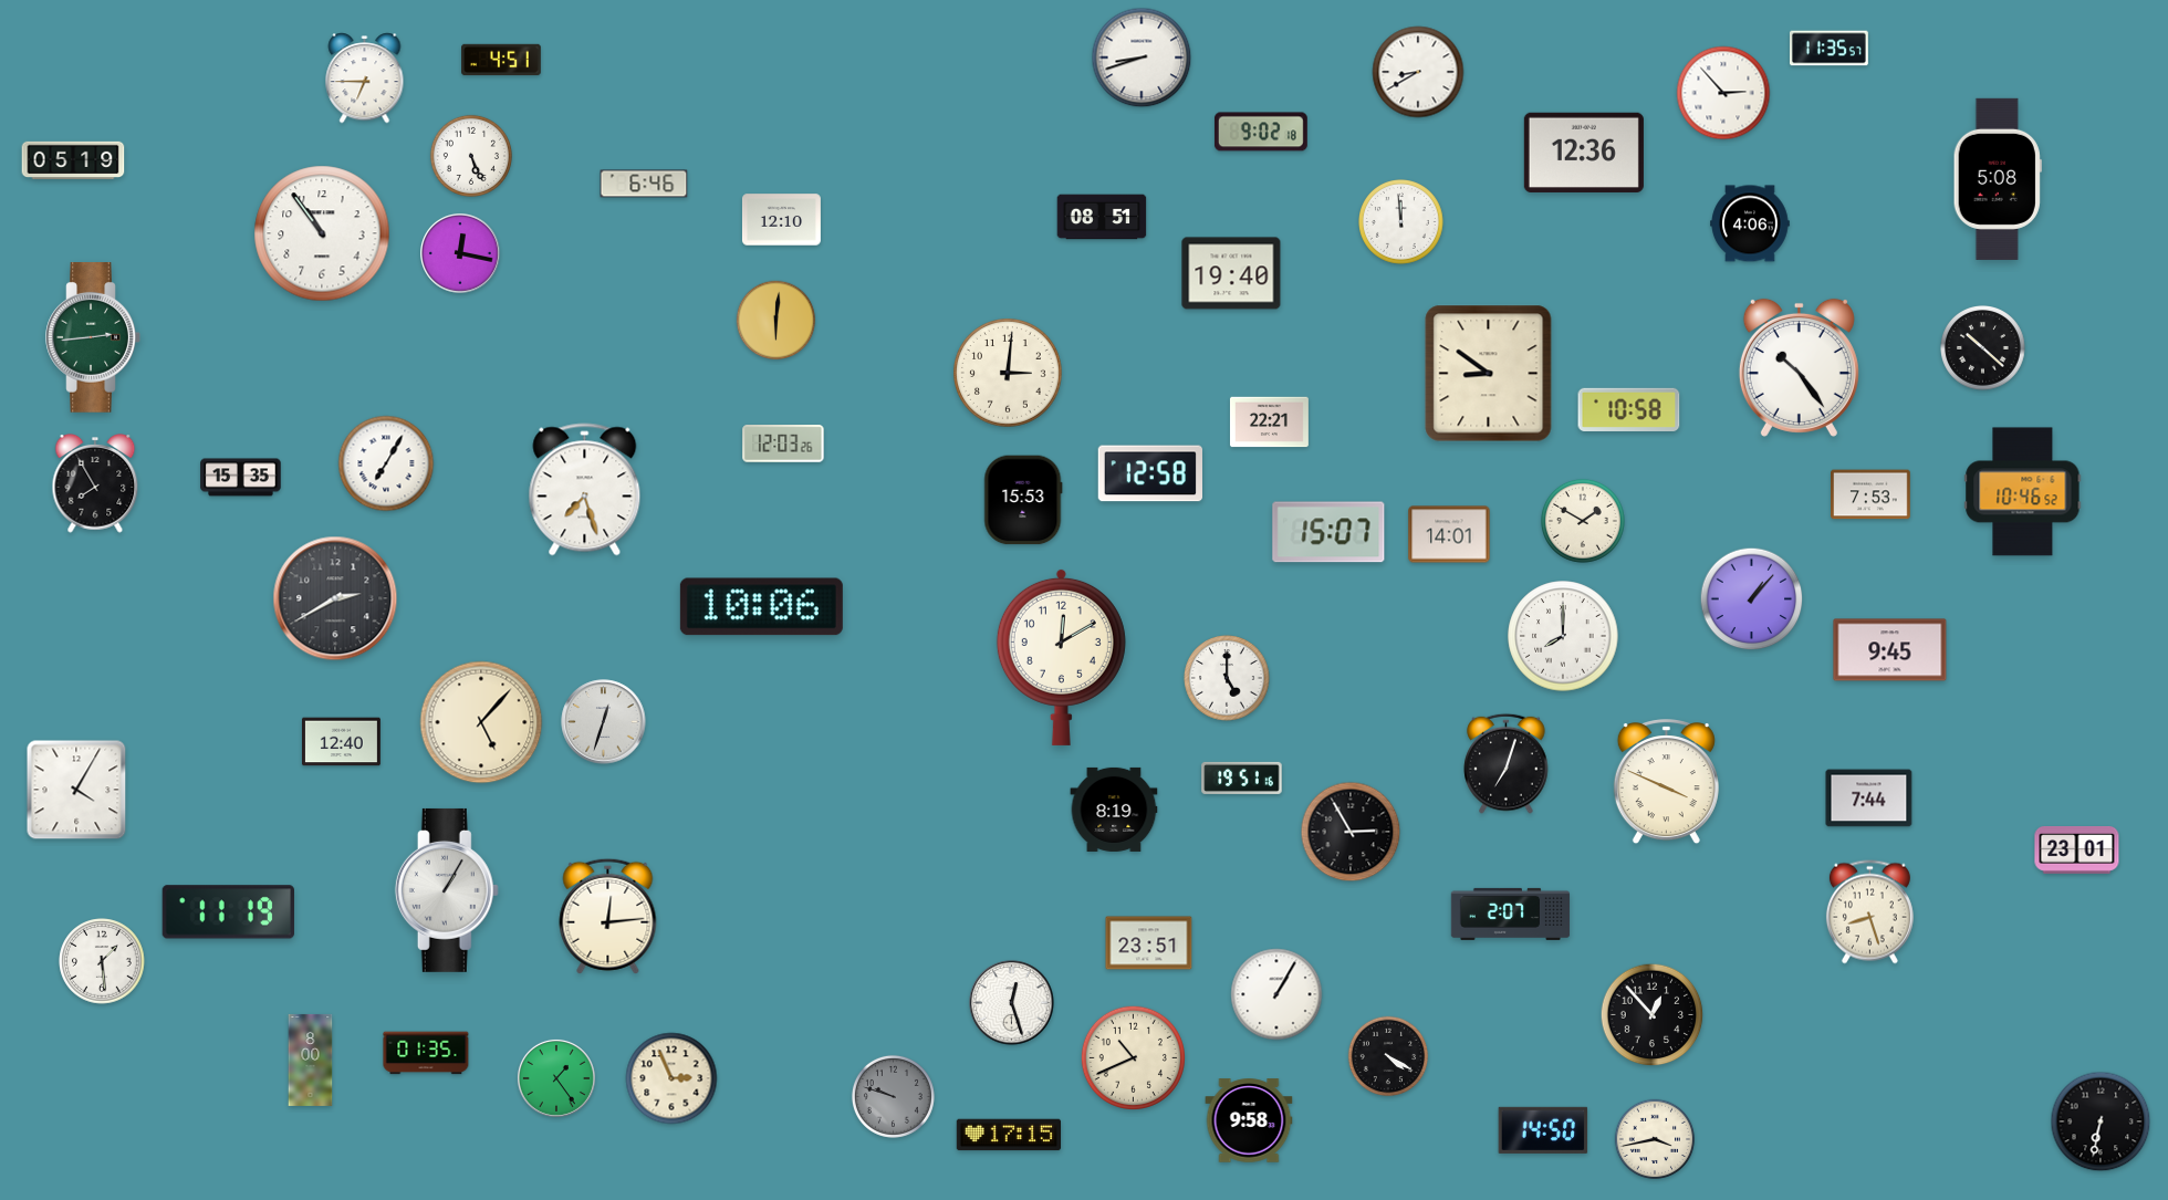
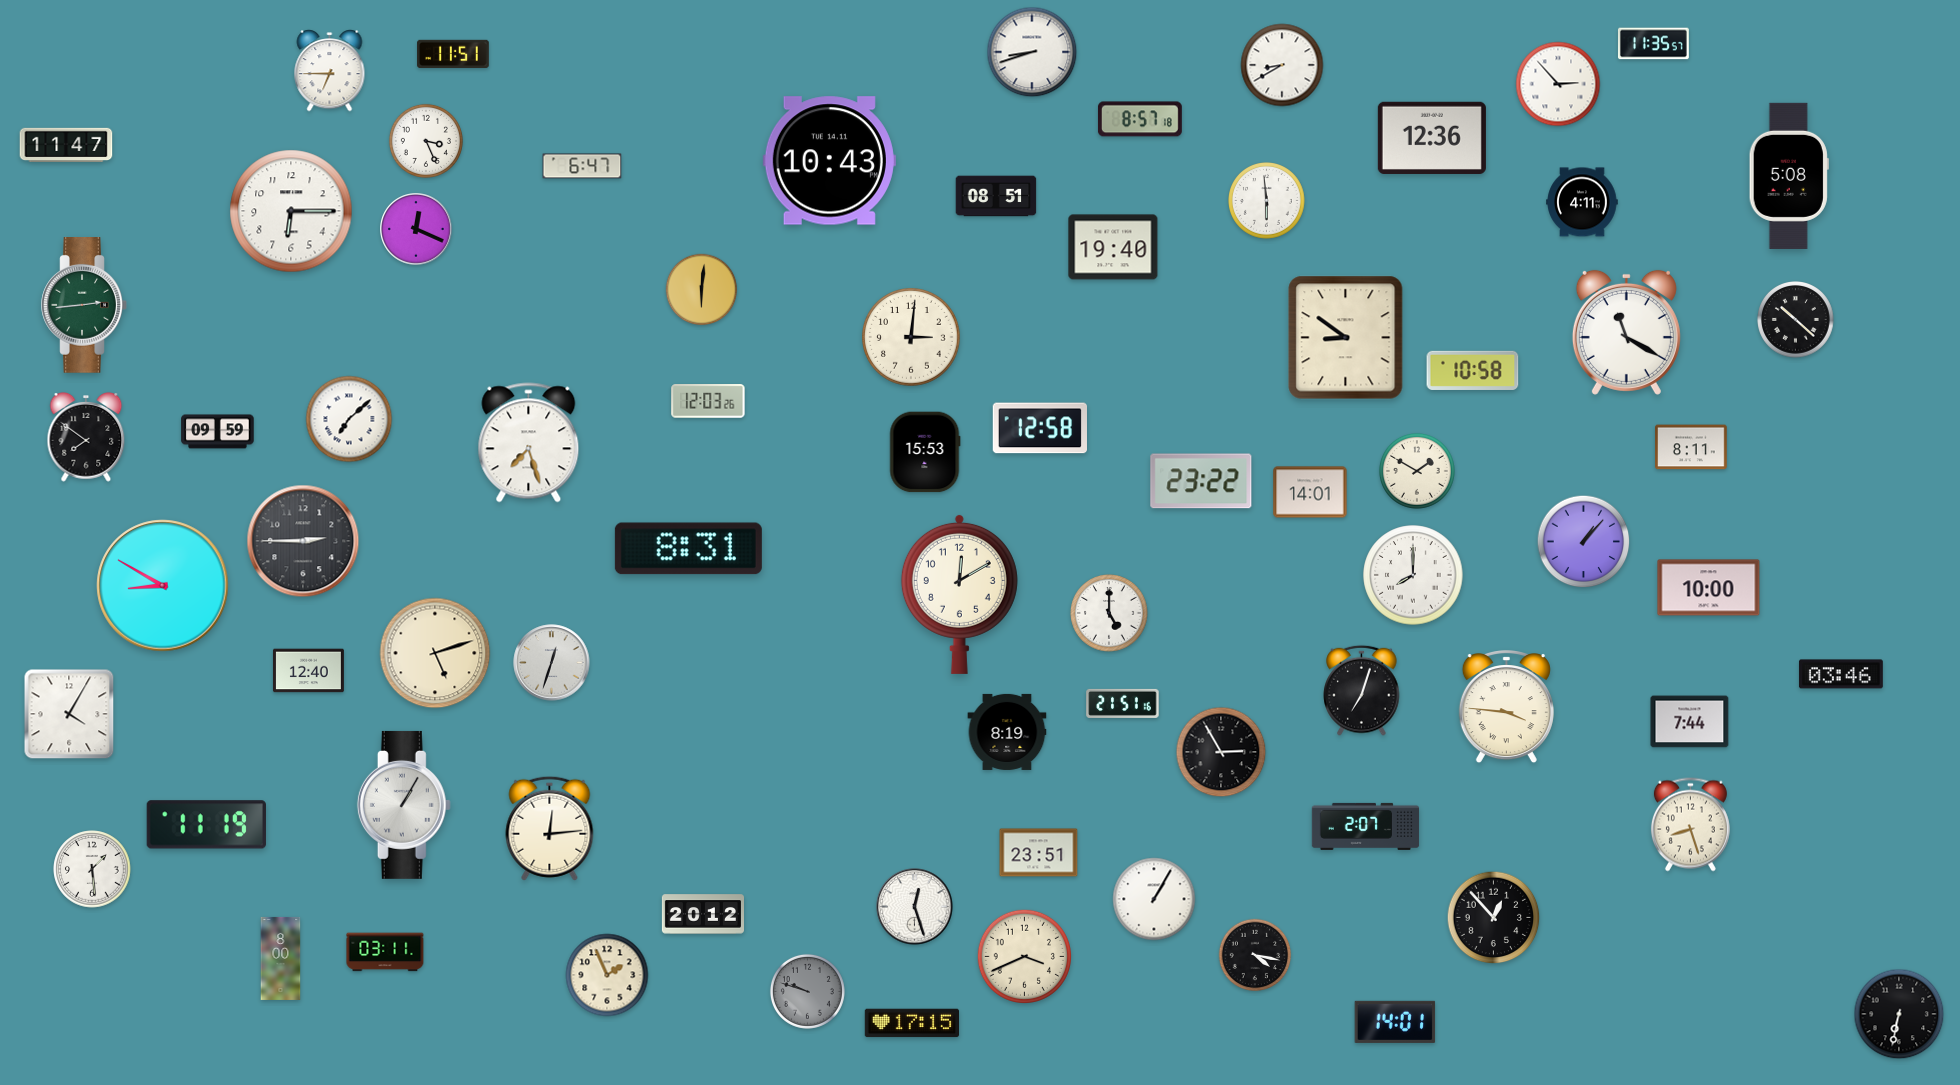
clock at (501, 60): 4:51 -> 11:51
clock at (1261, 132): 9:02 -> 8:57
clock at (471, 156): 5:26 -> 3:26
clock at (73, 160): 05:19 -> 11:47
clock at (829, 161): none -> 10:43
clock at (1998, 179) position: (1998, 179) -> (1789, 176)
clock at (644, 184): 6:46 -> 6:47
clock at (781, 220): 12:10 -> none
clock at (1401, 222): 11:59 -> 5:59
clock at (1750, 223): 4:06 -> 4:11
clock at (322, 233): 10:54 -> 6:15
clock at (461, 254): 12:17 -> 12:19
clock at (1983, 348) position: (1983, 348) -> (1796, 320)
clock at (1799, 367): 10:24 -> 11:20
clock at (1269, 422): 22:21 -> none
clock at (386, 463): 7:05 -> 7:08
clock at (241, 478): 15:35 -> 09:59
clock at (95, 484): 7:55 -> 7:51
clock at (2023, 492): 10:46 -> none
clock at (1870, 494): 7:53 -> 8:11
clock at (1583, 521) position: (1583, 521) -> (1417, 471)
clock at (1328, 532): 15:07 -> 23:22
clock at (1449, 534) position: (1449, 534) -> (1310, 492)
clock at (335, 598): 2:40 -> 2:45
clock at (761, 607): 10:06 -> 8:31
clock at (163, 586): none -> 8:50
clock at (1890, 650): 9:45 -> 10:00
clock at (481, 722): 5:07 -> 5:12
clock at (604, 722) position: (604, 722) -> (552, 663)
clock at (1841, 674): none -> 03:46
clock at (1242, 778): 19:51 -> 21:51
clock at (1666, 783): 3:49 -> 3:46
clock at (2077, 851): 23:01 -> none
clock at (702, 914): none -> 20:12
clock at (426, 1053): 01:35 -> 03:11
clock at (1388, 1056): 4:20 -> 4:17
clock at (1133, 1057): 10:41 -> 3:41
clock at (556, 1078): 1:24 -> none
clock at (671, 1078): 2:56 -> 1:56
clock at (1249, 1120): 9:58 -> none
clock at (1543, 1130): 14:50 -> 14:01
clock at (1009, 1135) position: (1009, 1135) -> (912, 1023)
clock at (1655, 1139): 3:43 -> none
